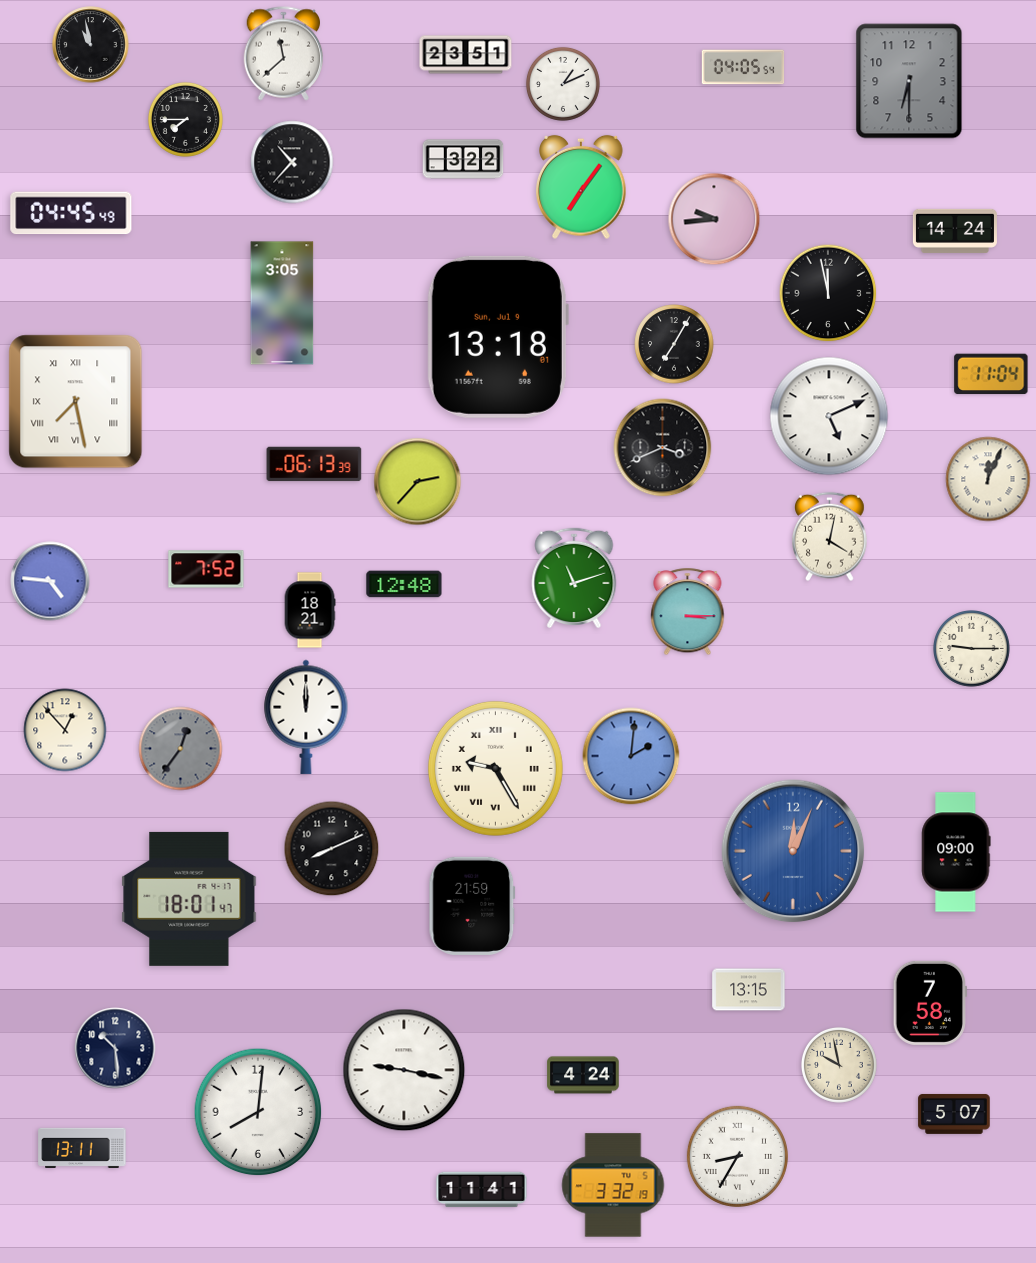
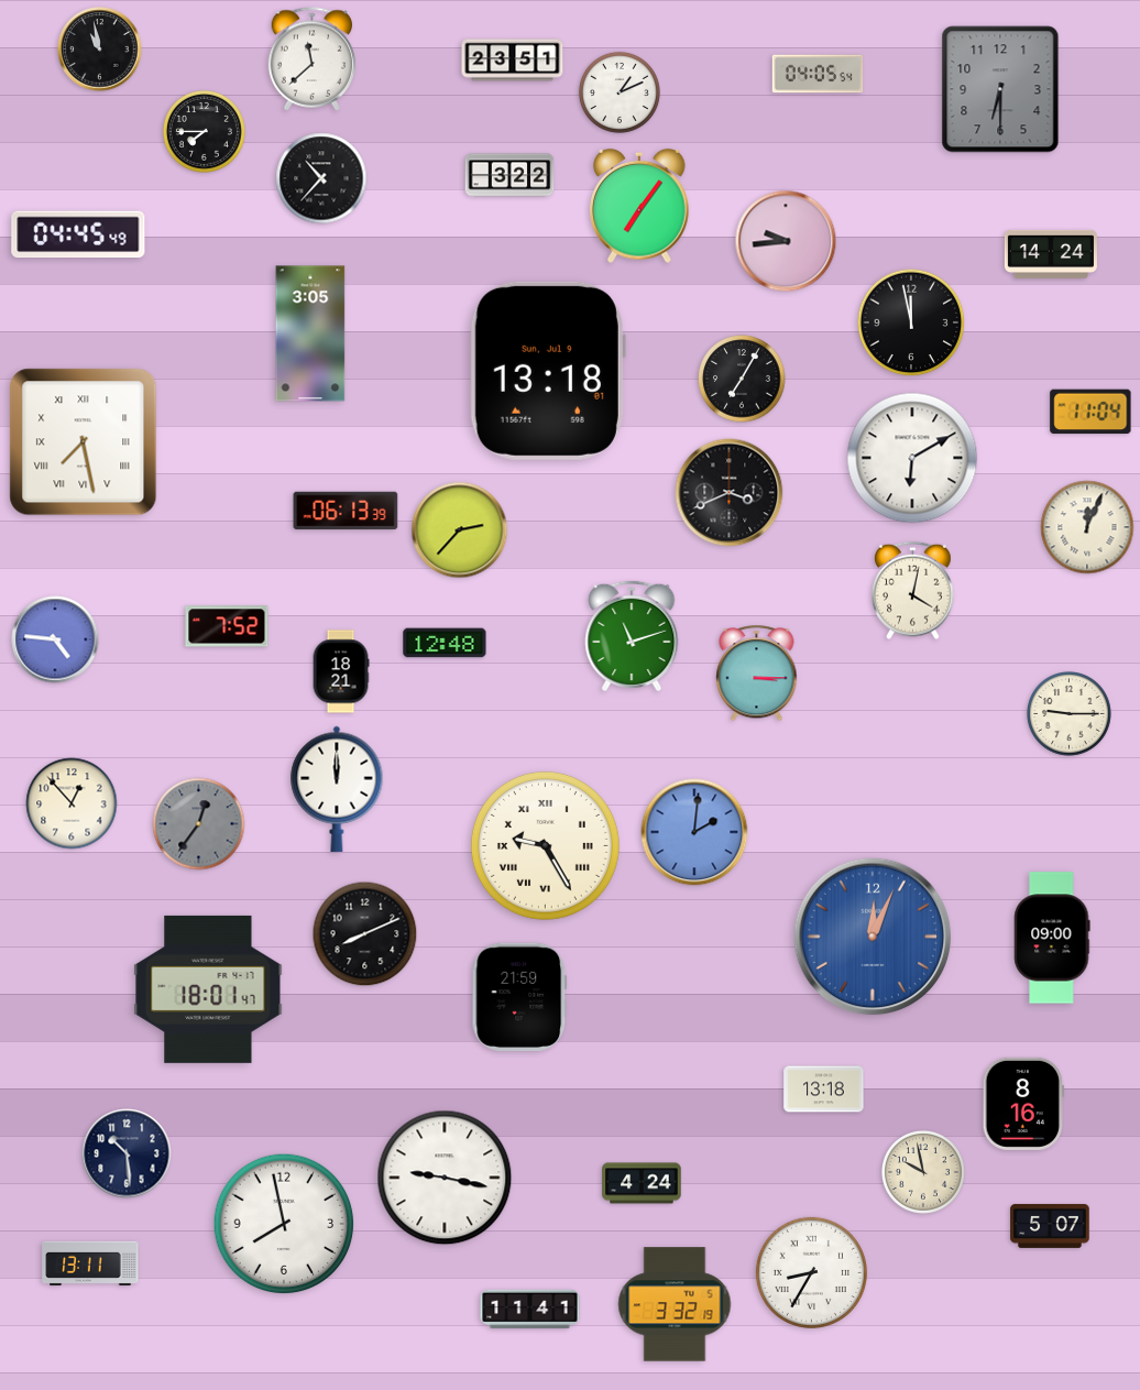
clock at (829, 416): 5:11 -> 6:10
clock at (749, 990): 13:15 -> 13:18
clock at (930, 1003): 7:58 -> 8:16
clock at (258, 1112): 8:01 -> 7:58
